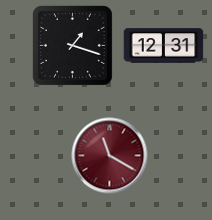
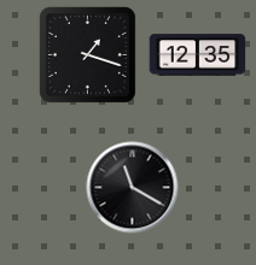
clock at (164, 46): 12:31 -> 12:35
clock at (110, 156) dial: burgundy -> black
